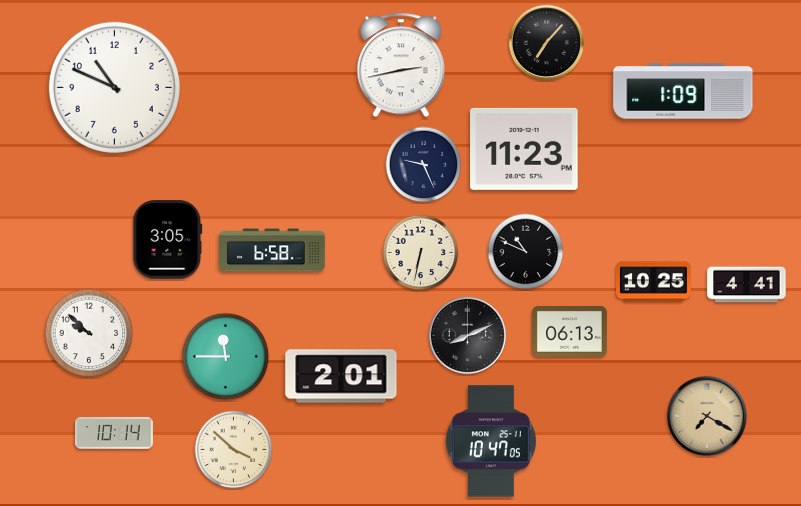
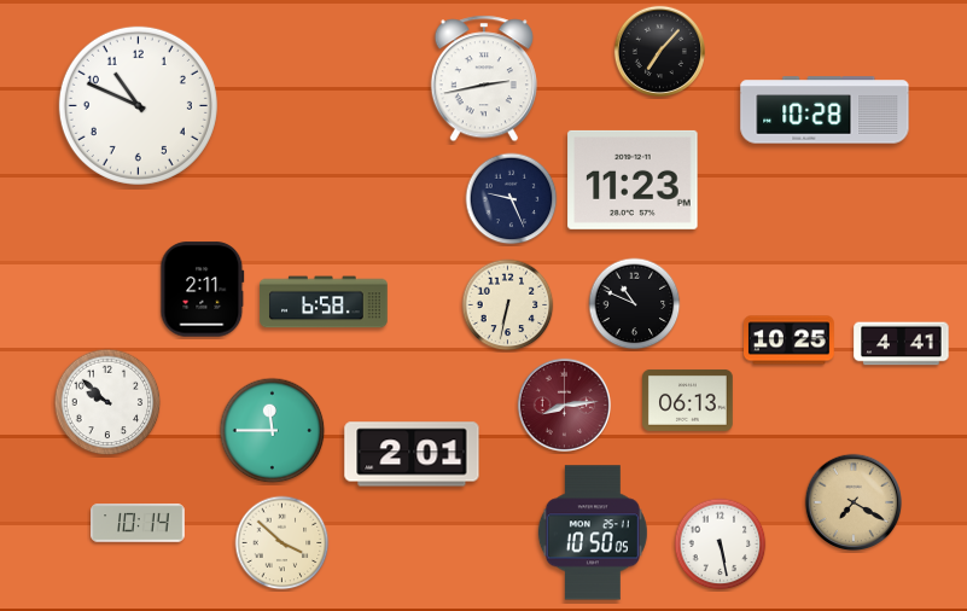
clock at (683, 91): 1:09 -> 10:28
clock at (168, 240): 3:05 -> 2:11
clock at (272, 250) position: (272, 250) -> (324, 302)
clock at (468, 336): 8:11 -> 8:14
clock at (468, 336) dial: black -> burgundy
clock at (491, 441): 10:47 -> 10:50
clock at (721, 545): none -> 5:28
